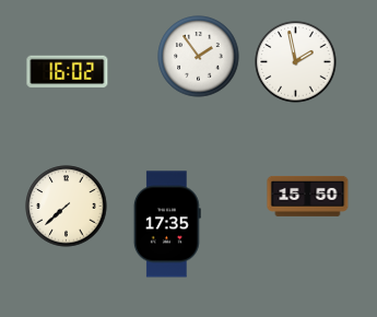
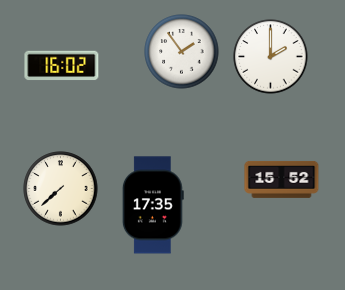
clock at (296, 62): 1:58 -> 2:00
clock at (308, 196): 15:50 -> 15:52
